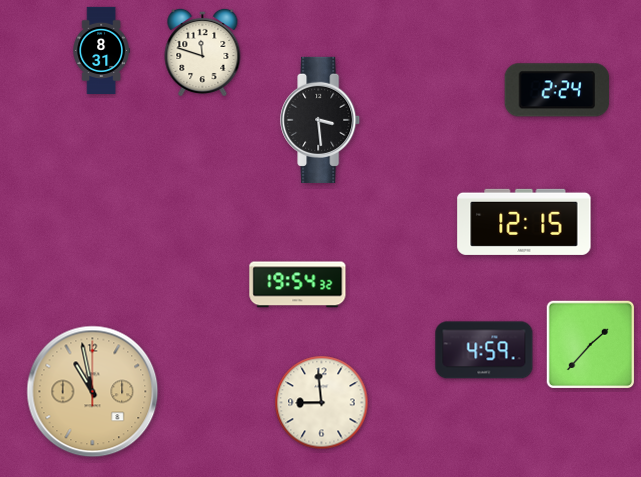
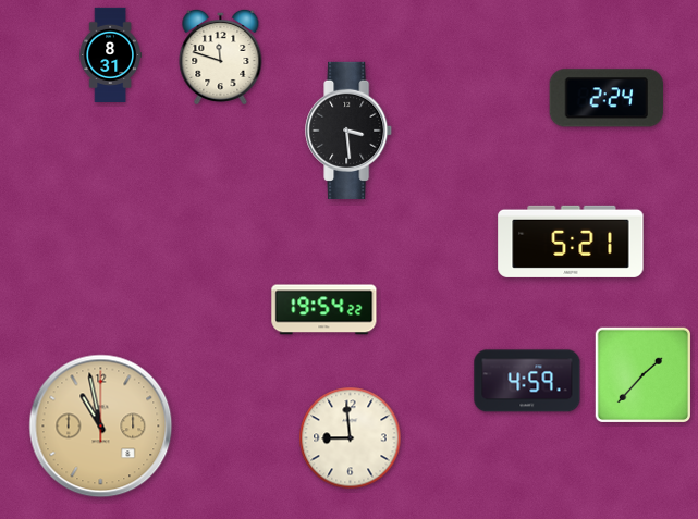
clock at (524, 222): 12:15 -> 5:21
clock at (298, 285): 19:54:32 -> 19:54:22
